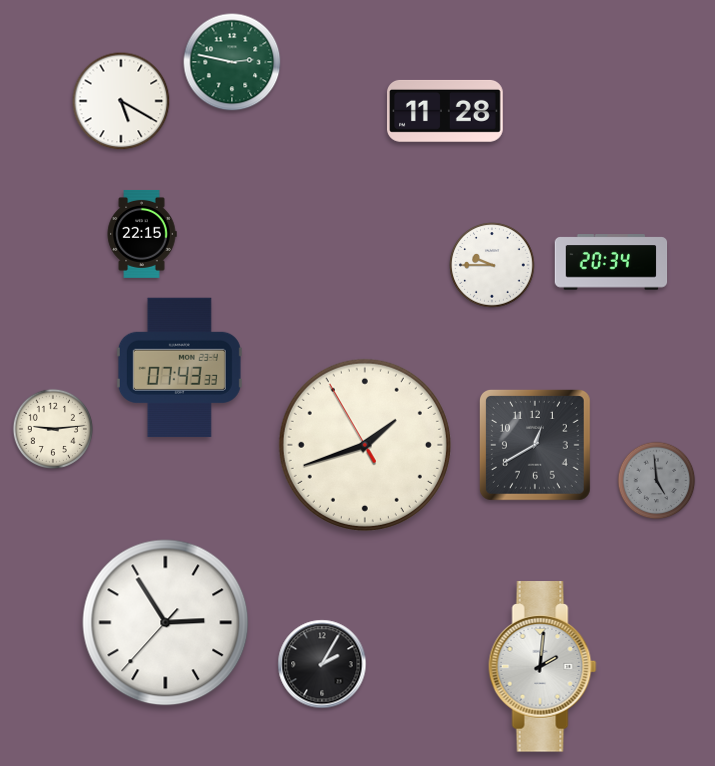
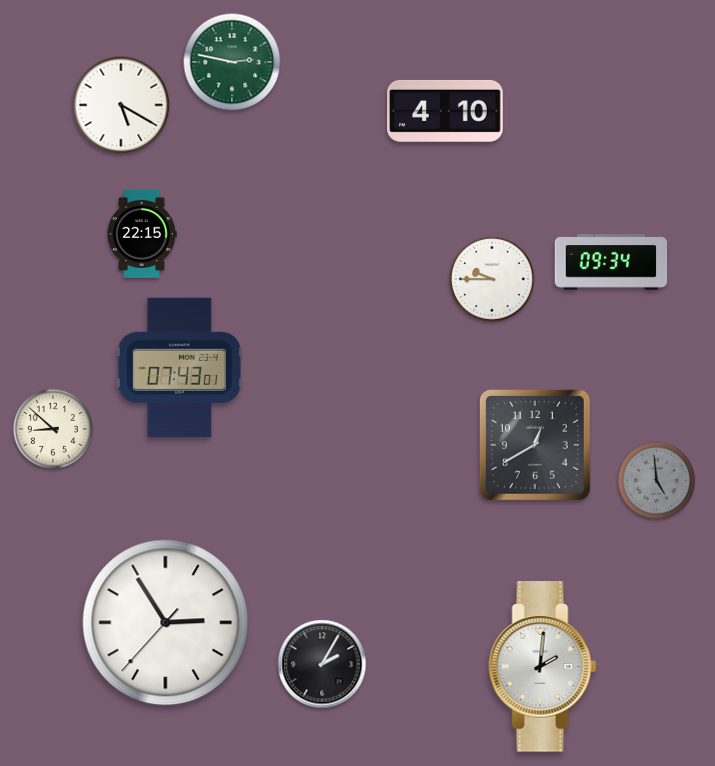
clock at (121, 101) position: (121, 101) -> (121, 105)
clock at (446, 111): 11:28 -> 4:10
clock at (611, 262): 20:34 -> 09:34
clock at (492, 265) position: (492, 265) -> (492, 279)
clock at (179, 367): 07:43:33 -> 07:43:01
clock at (53, 429): 9:14 -> 8:52
clock at (365, 445): 1:41 -> none
